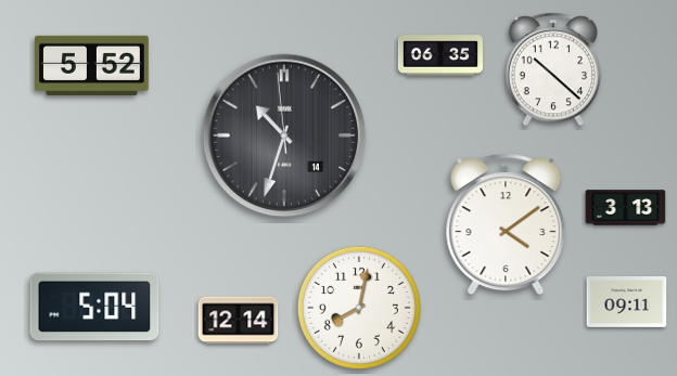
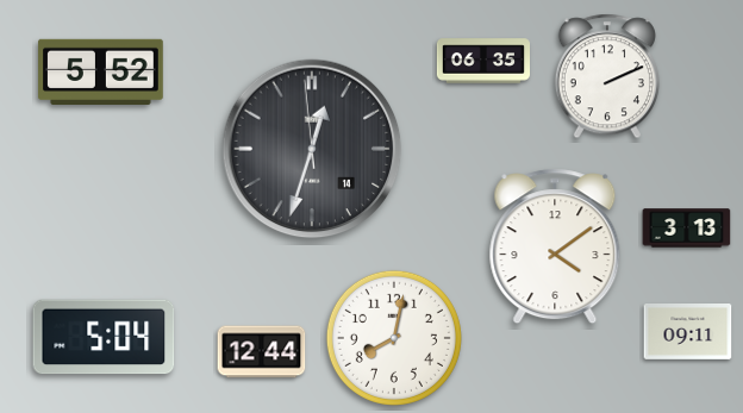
clock at (553, 69): 10:22 -> 2:11
clock at (284, 135): 10:32 -> 12:32
clock at (239, 321): 12:14 -> 12:44
